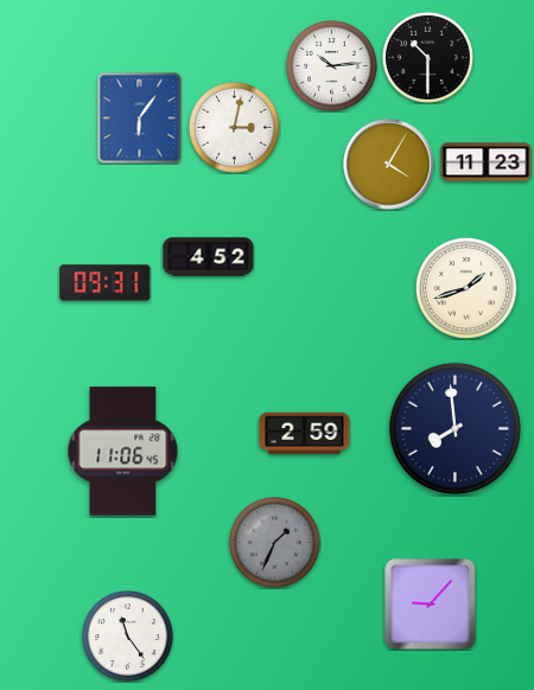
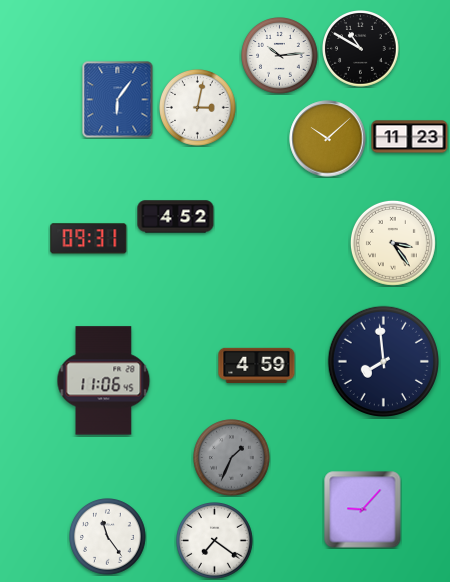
clock at (428, 58): 10:30 -> 10:50
clock at (389, 165): 4:05 -> 10:08
clock at (466, 288): 1:42 -> 3:24
clock at (305, 433): 2:59 -> 4:59
clock at (215, 541): none -> 7:21
